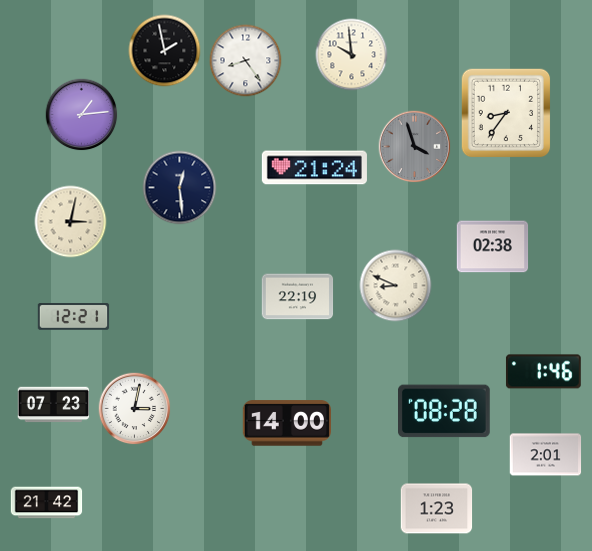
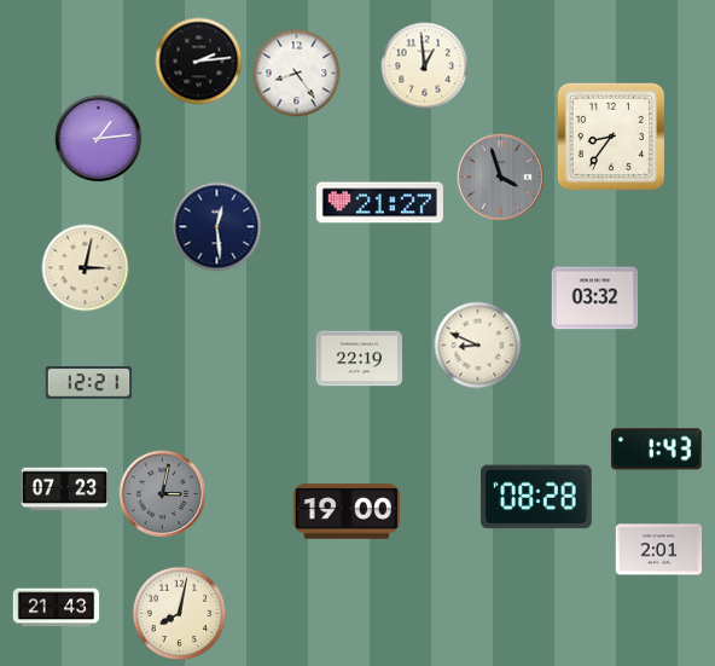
clock at (165, 51): 1:58 -> 2:14
clock at (352, 55): 9:59 -> 12:59
clock at (314, 168): 21:24 -> 21:27
clock at (493, 247): 02:38 -> 03:32
clock at (543, 372): 1:46 -> 1:43
clock at (135, 409) dial: white -> grey
clock at (286, 423): 14:00 -> 19:00
clock at (47, 503): 21:42 -> 21:43
clock at (180, 614): none -> 8:02
clock at (437, 509): 1:23 -> none
